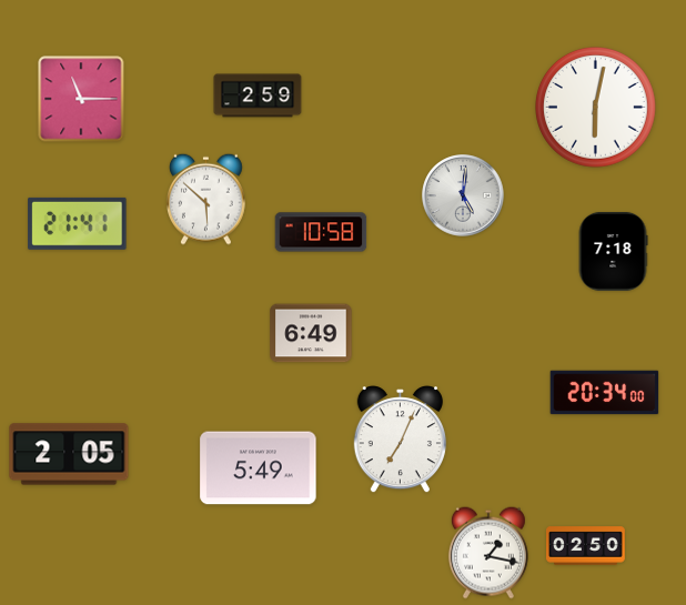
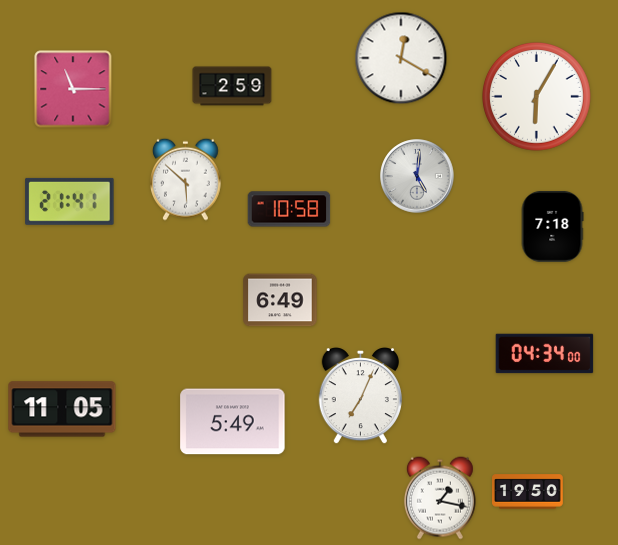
clock at (401, 58): none -> 12:20
clock at (596, 108): 6:02 -> 6:05
clock at (605, 393): 20:34 -> 04:34
clock at (69, 454): 2:05 -> 11:05
clock at (586, 546): 02:50 -> 19:50
